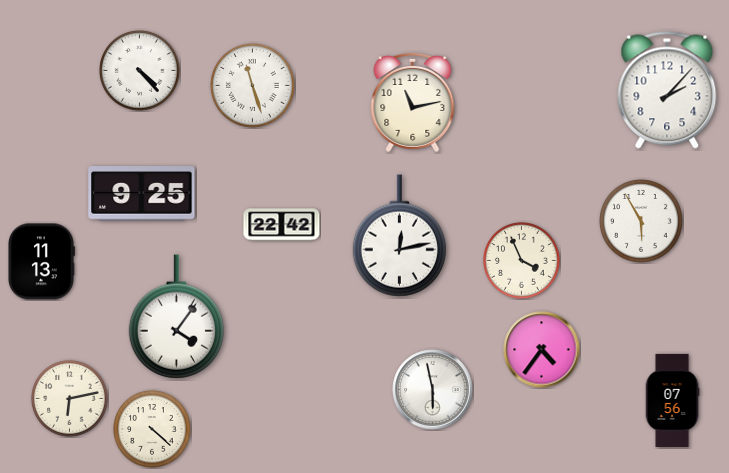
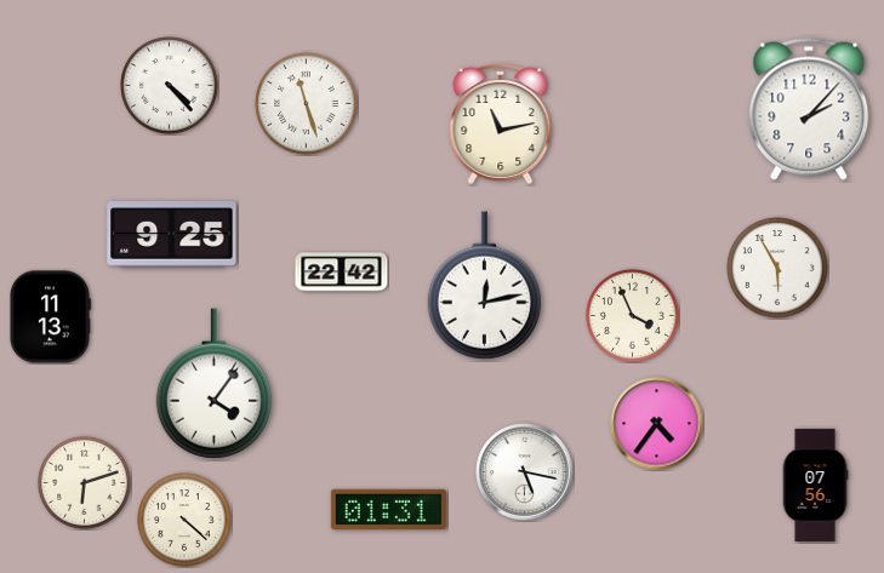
clock at (433, 390): 5:58 -> 5:17
clock at (70, 399): 6:13 -> 6:12
clock at (388, 509): none -> 01:31
